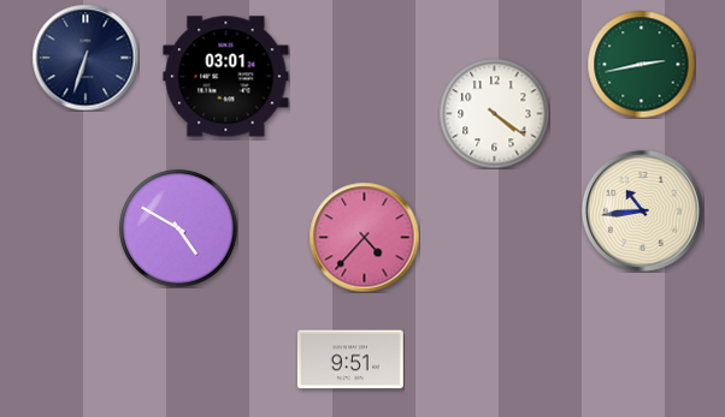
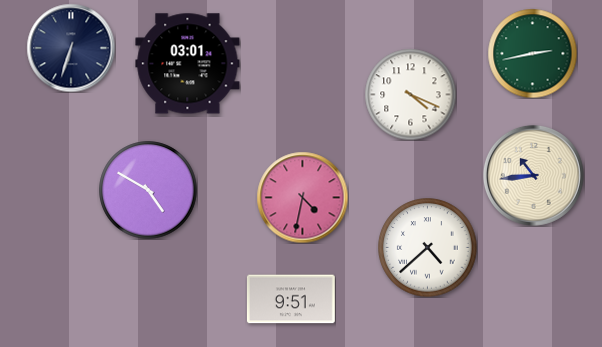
clock at (494, 113): 4:21 -> 4:19
clock at (364, 237): 4:37 -> 4:32
clock at (428, 248): none -> 4:38
